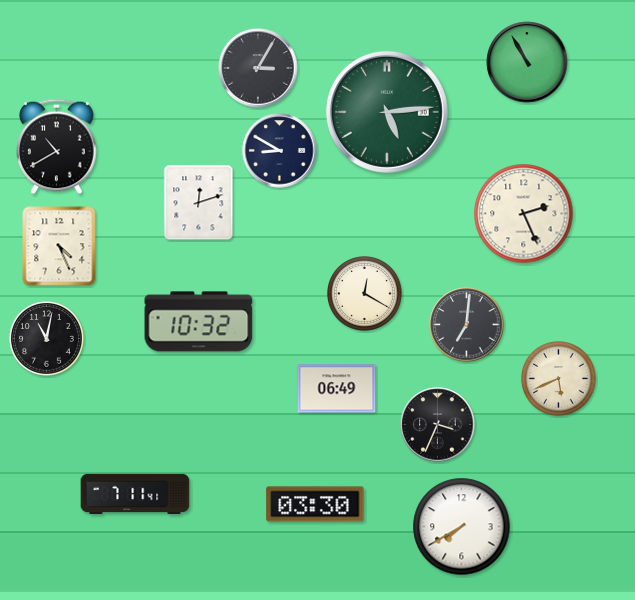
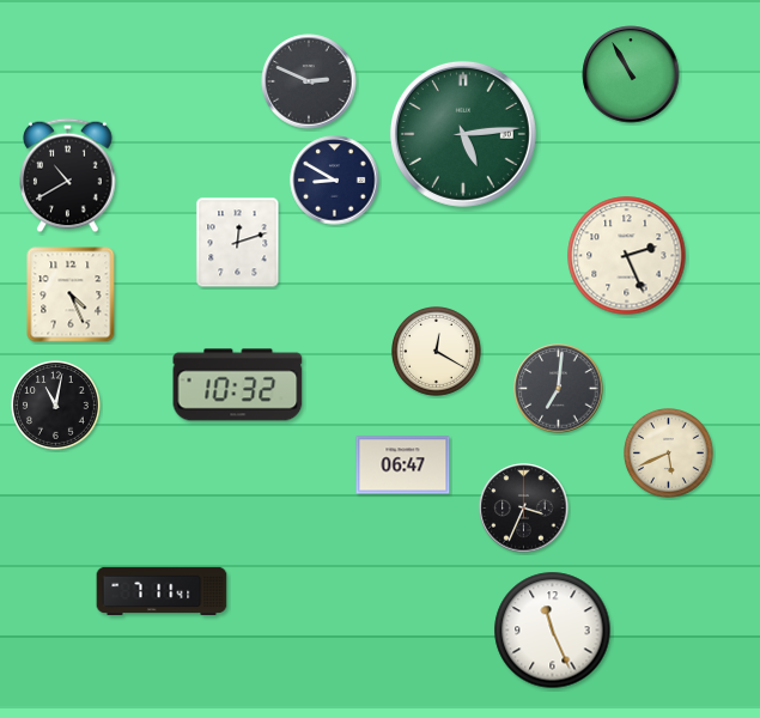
clock at (258, 68): 3:05 -> 2:49
clock at (337, 389): 06:49 -> 06:47
clock at (315, 504): 03:30 -> none
clock at (462, 527): 7:40 -> 11:26
